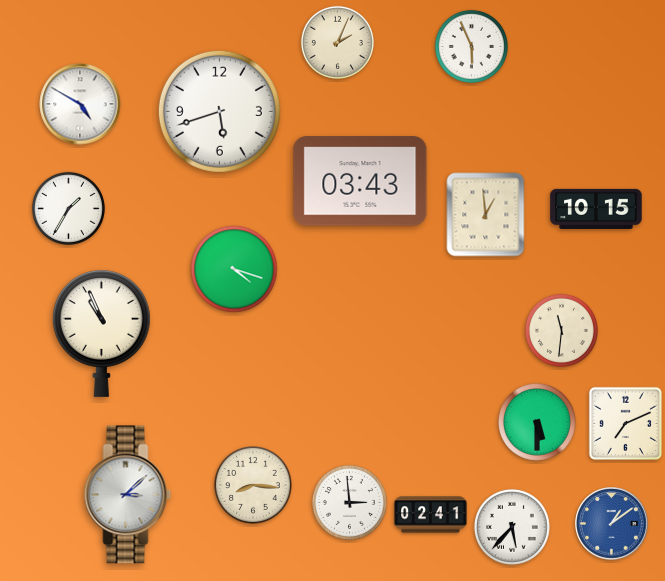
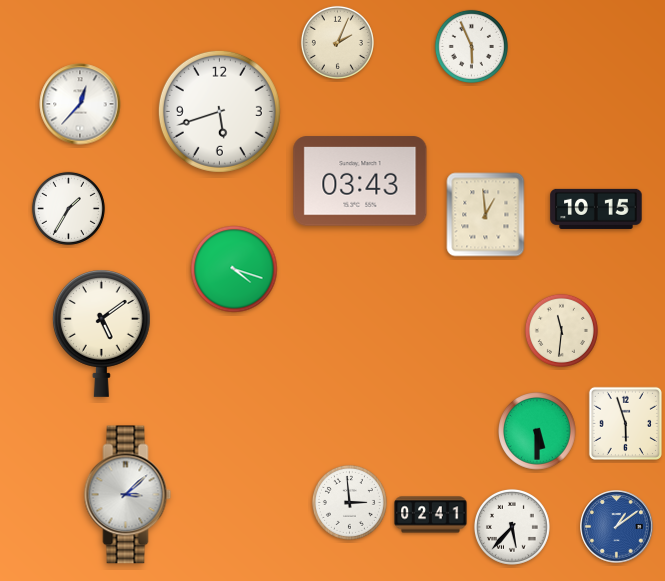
clock at (80, 104): 4:50 -> 12:37
clock at (101, 333): 10:56 -> 5:09
clock at (538, 423) position: (538, 423) -> (538, 432)
clock at (625, 423): 7:11 -> 5:57
clock at (254, 486): 8:16 -> none
clock at (612, 524) position: (612, 524) -> (617, 527)
